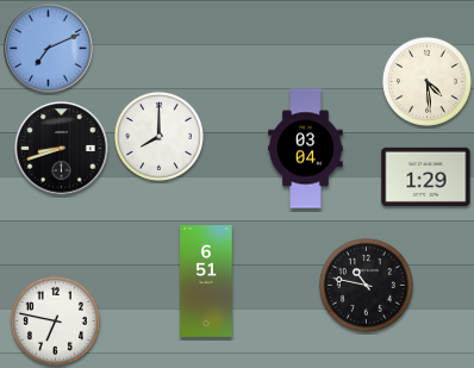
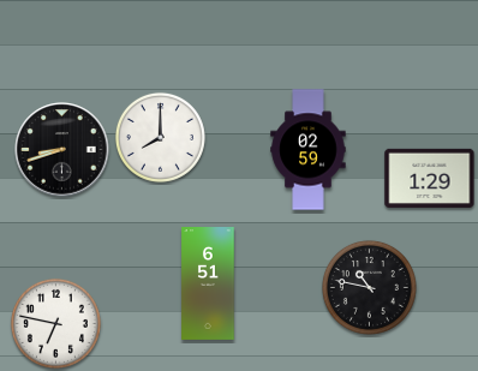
clock at (49, 49): 7:11 -> none
clock at (426, 81): 4:29 -> none
clock at (306, 149): 03:04 -> 02:59
